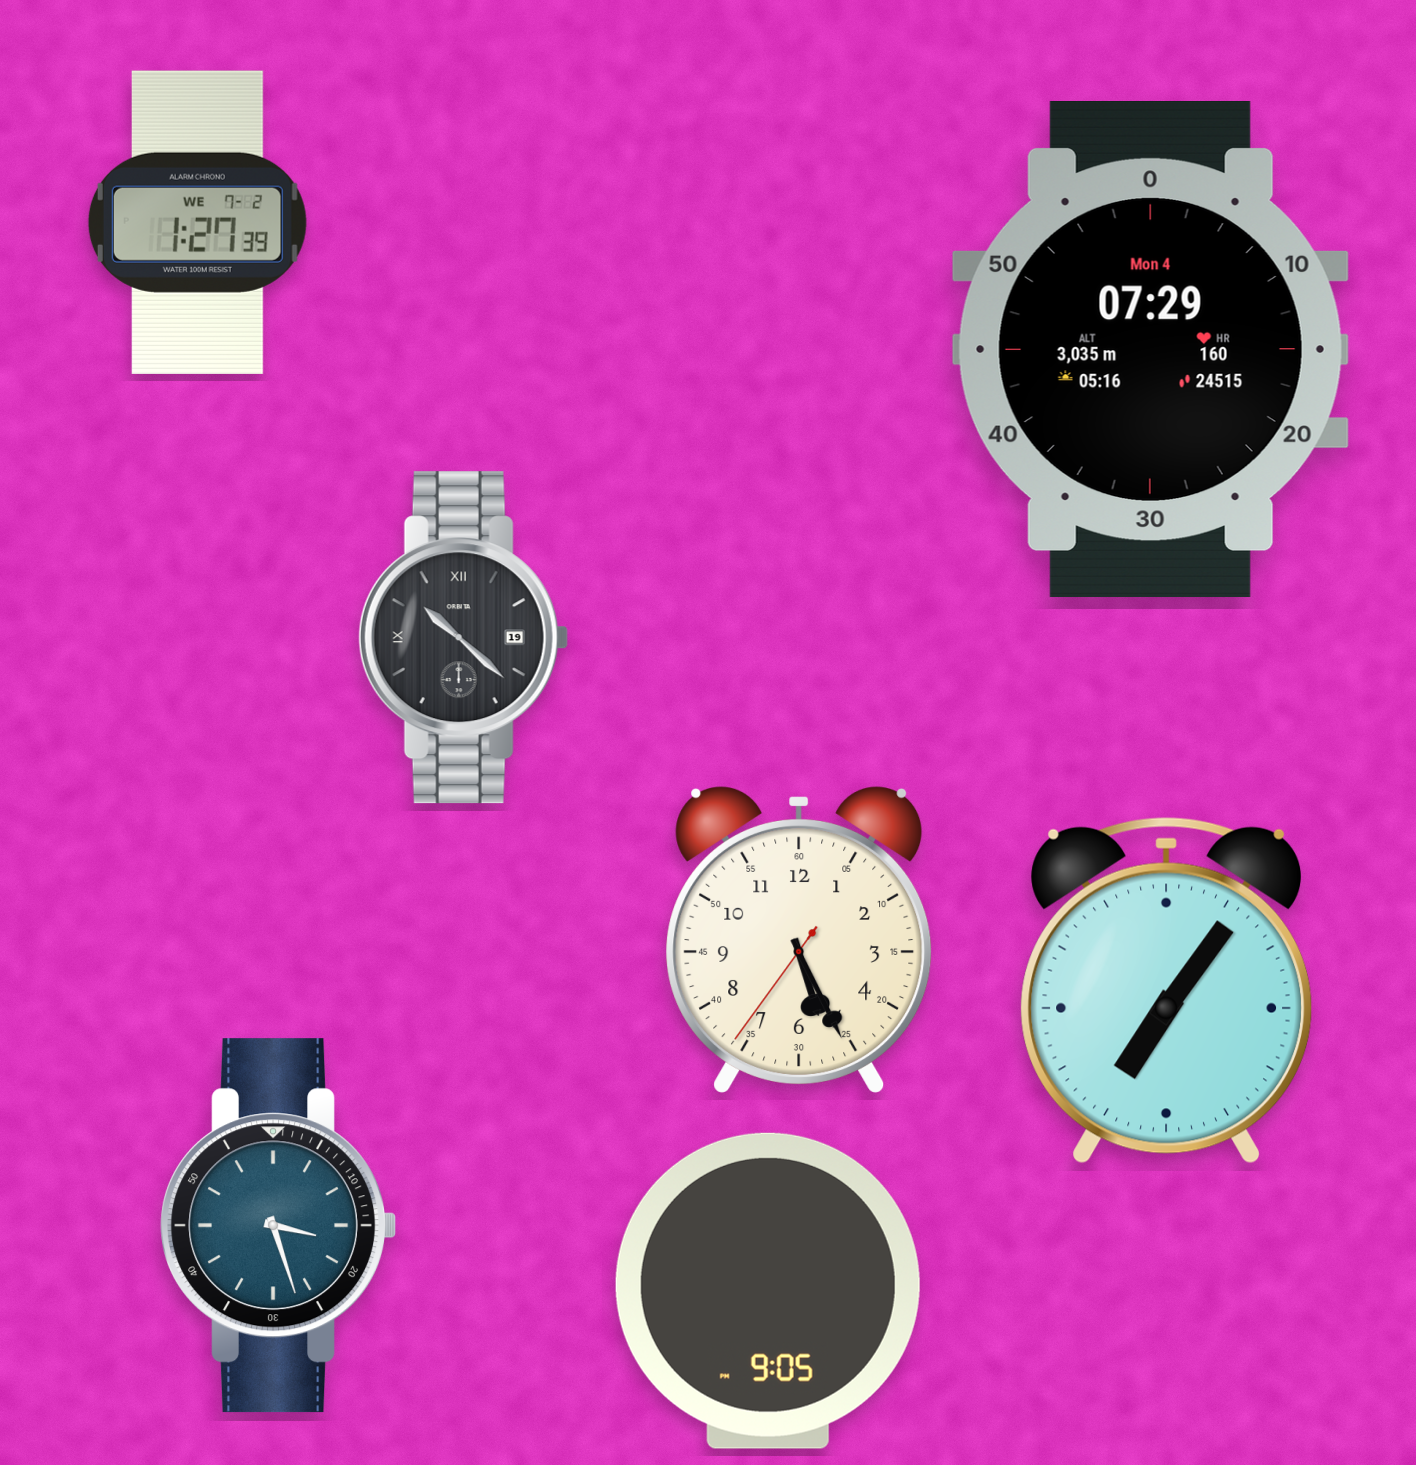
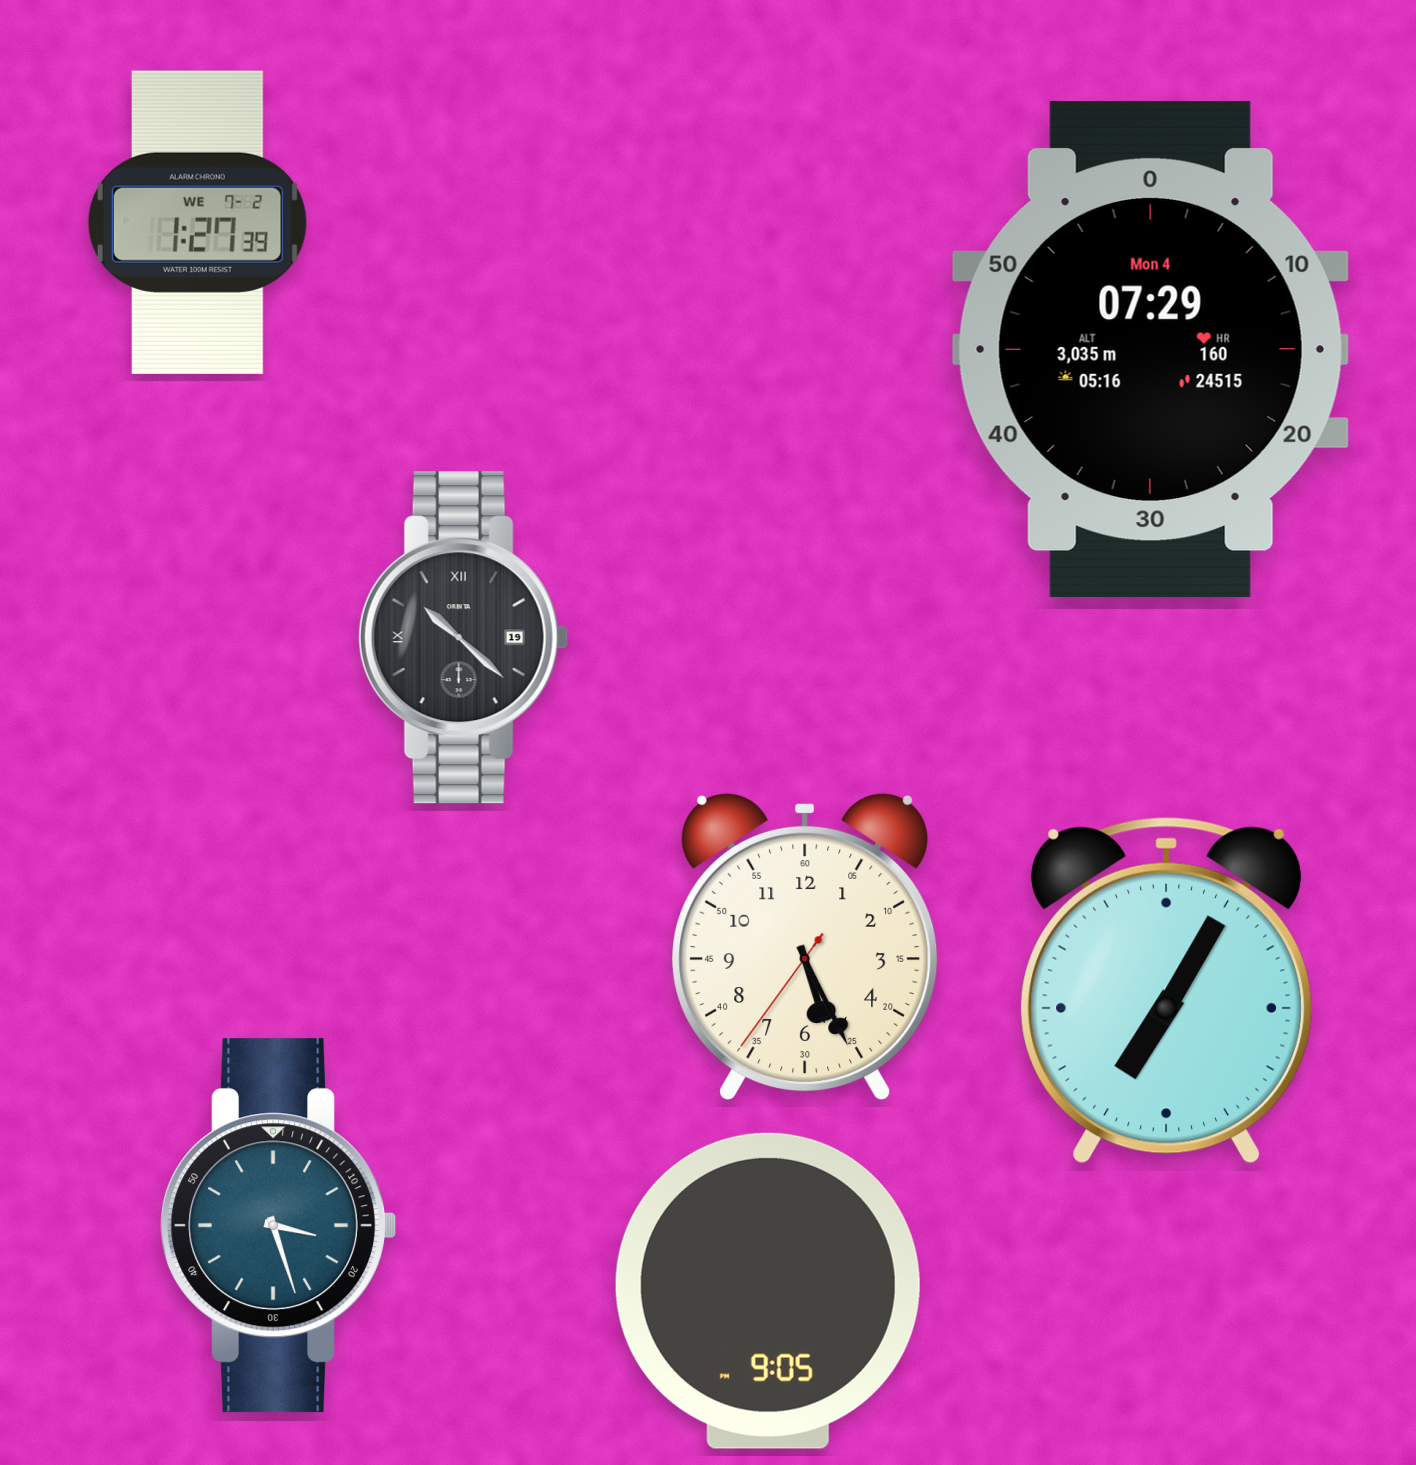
clock at (799, 940) position: (799, 940) -> (805, 947)
clock at (1166, 990): 7:06 -> 7:05
